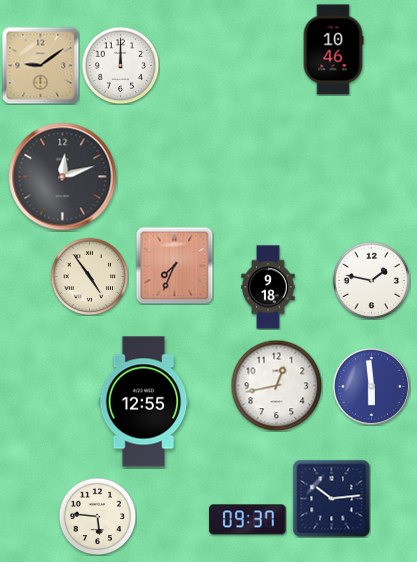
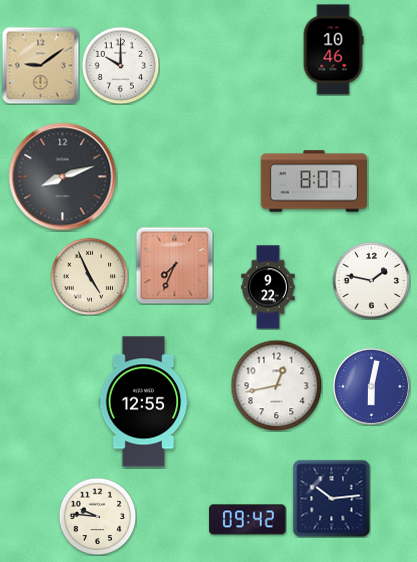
clock at (120, 65): 12:00 -> 10:00
clock at (63, 177): 12:12 -> 8:12
clock at (313, 181): none -> 8:07
clock at (89, 276): 4:54 -> 4:56
clock at (268, 287): 9:18 -> 9:22
clock at (371, 386): 5:59 -> 6:02
clock at (97, 516): 5:46 -> 9:46
clock at (248, 520): 09:37 -> 09:42
